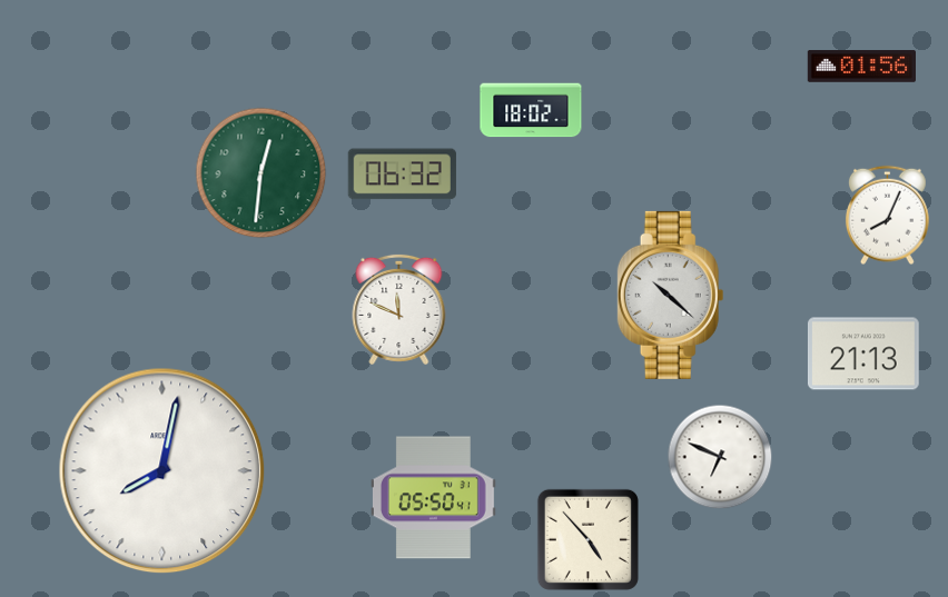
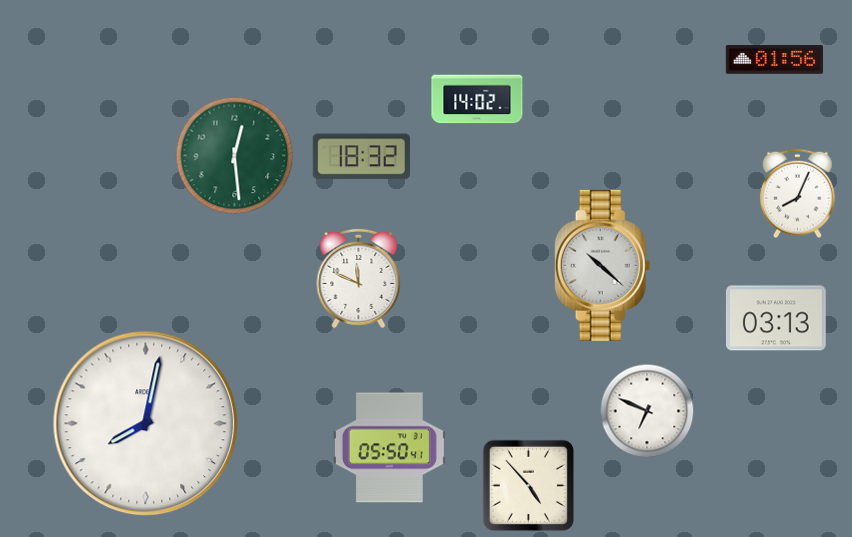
clock at (531, 110): 18:02 -> 14:02
clock at (261, 173): 12:31 -> 12:29
clock at (402, 175): 06:32 -> 18:32
clock at (863, 354): 21:13 -> 03:13
